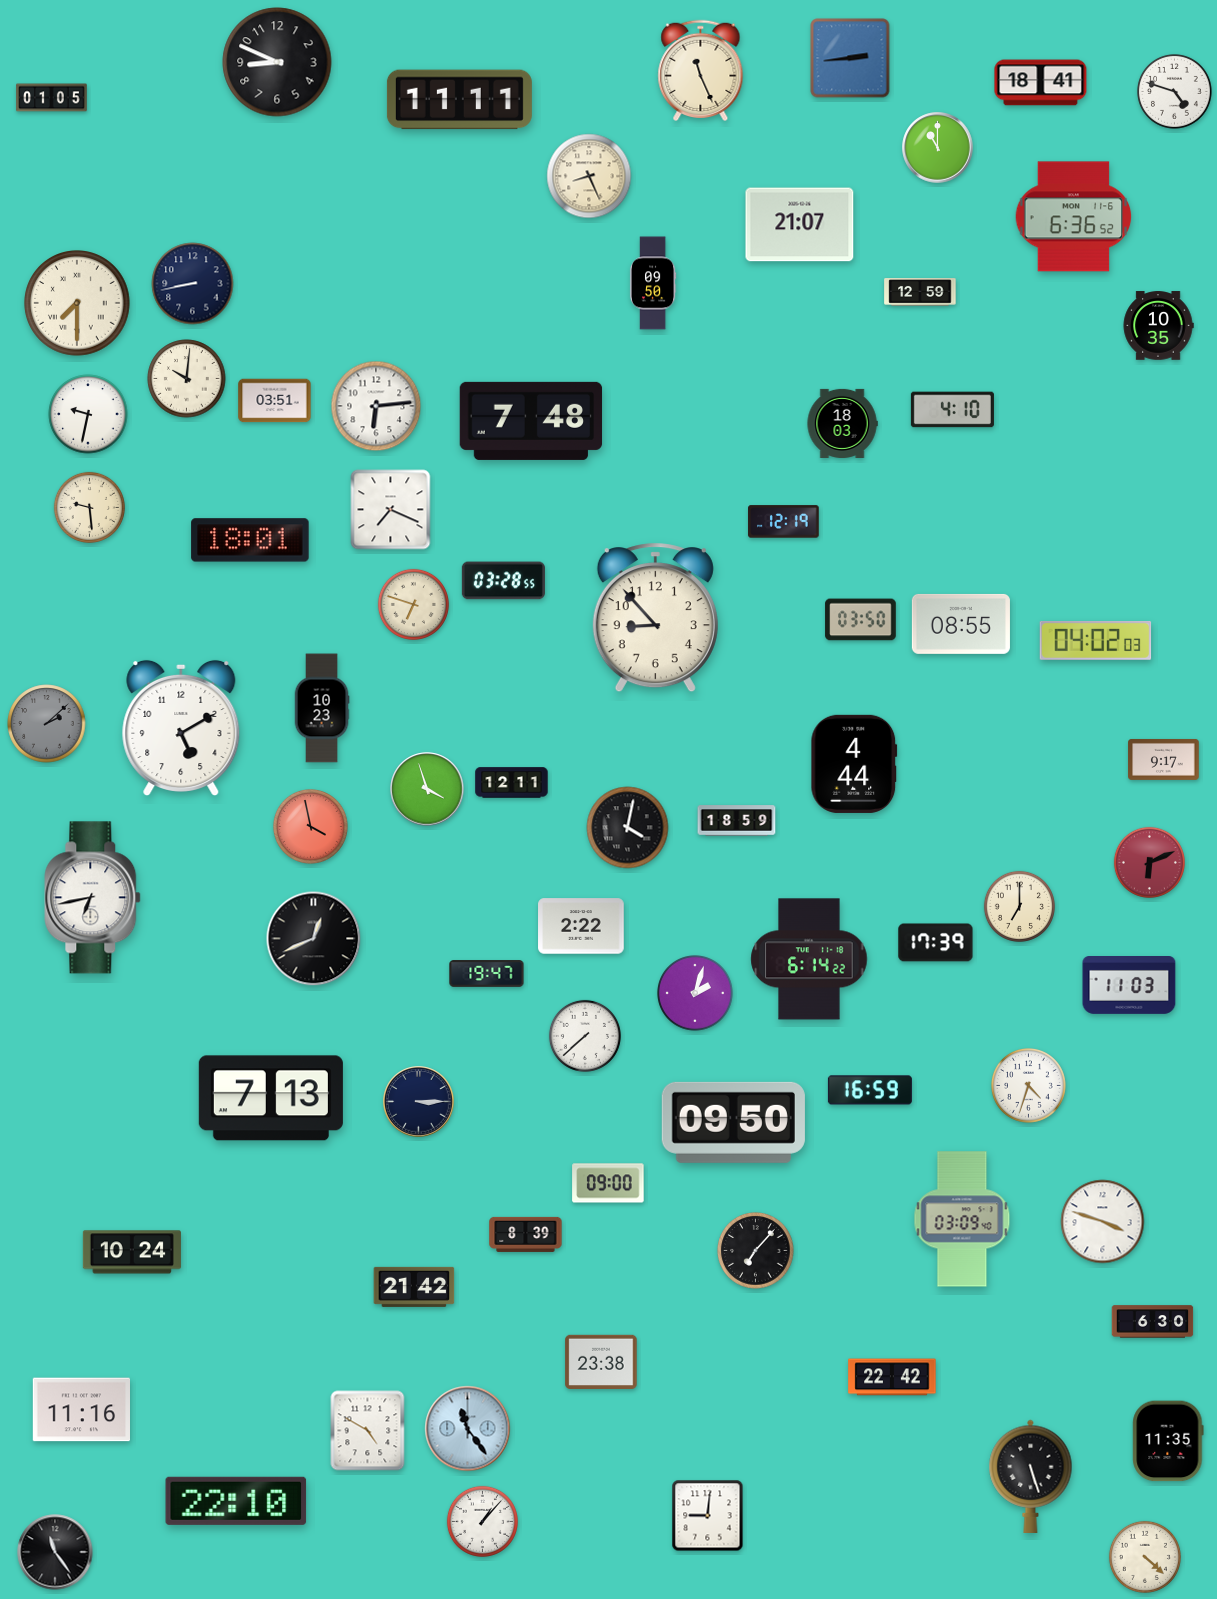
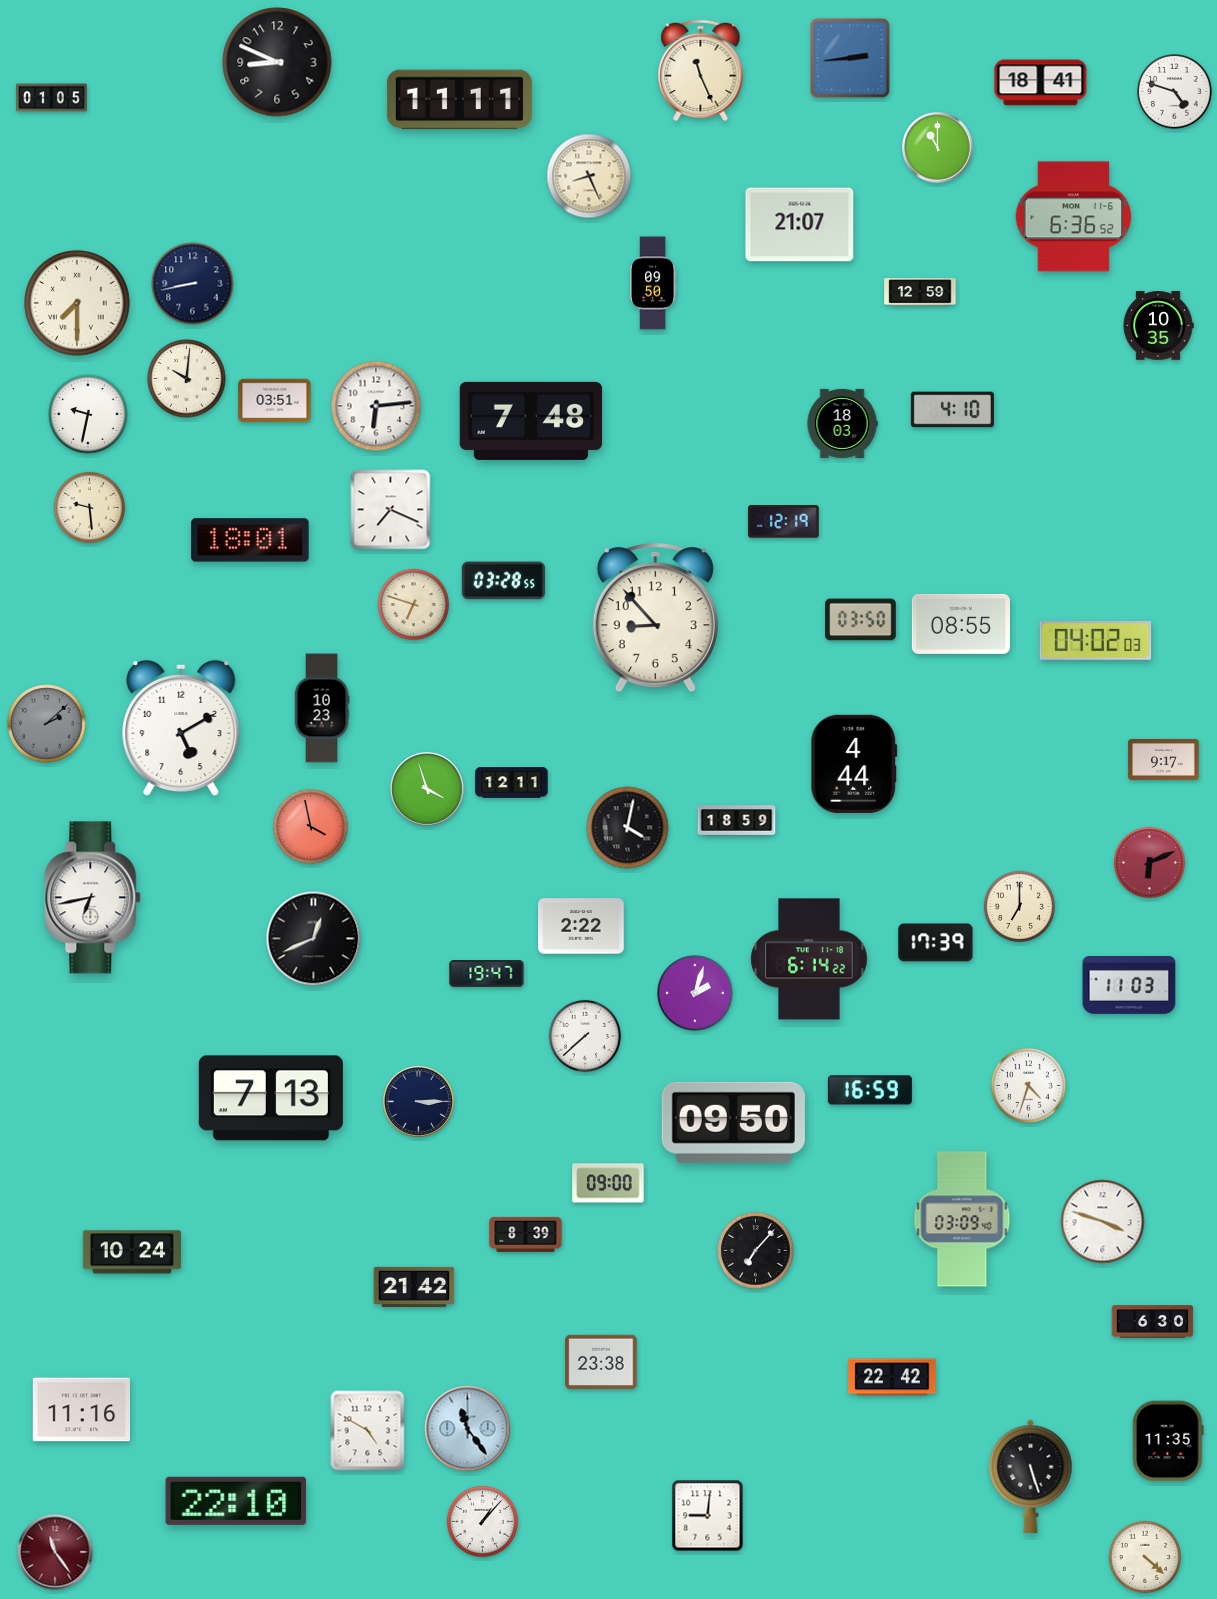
clock at (55, 1552) dial: black -> burgundy
